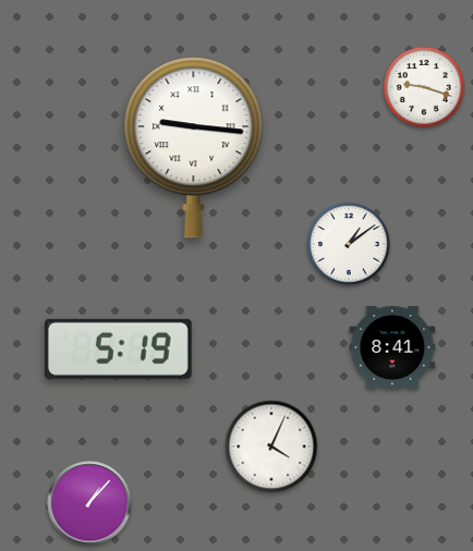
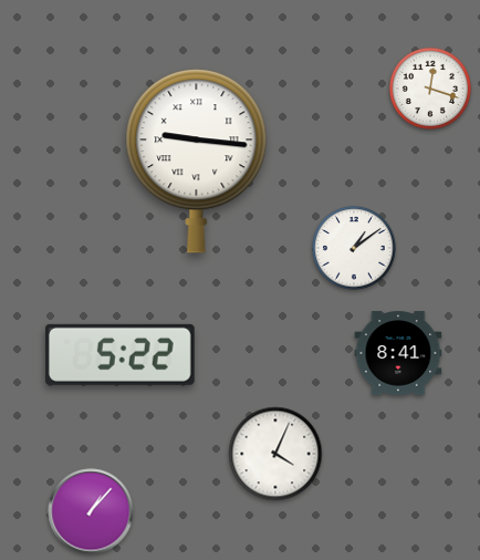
clock at (424, 87): 9:18 -> 12:18
clock at (194, 148) position: (194, 148) -> (197, 162)
clock at (118, 348): 5:19 -> 5:22
